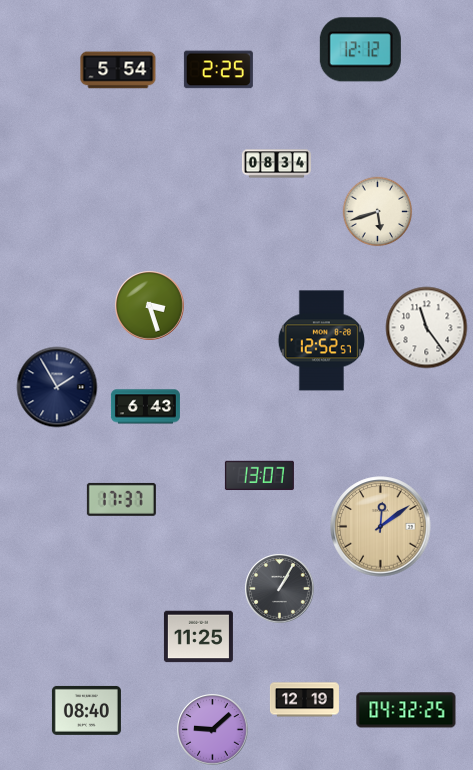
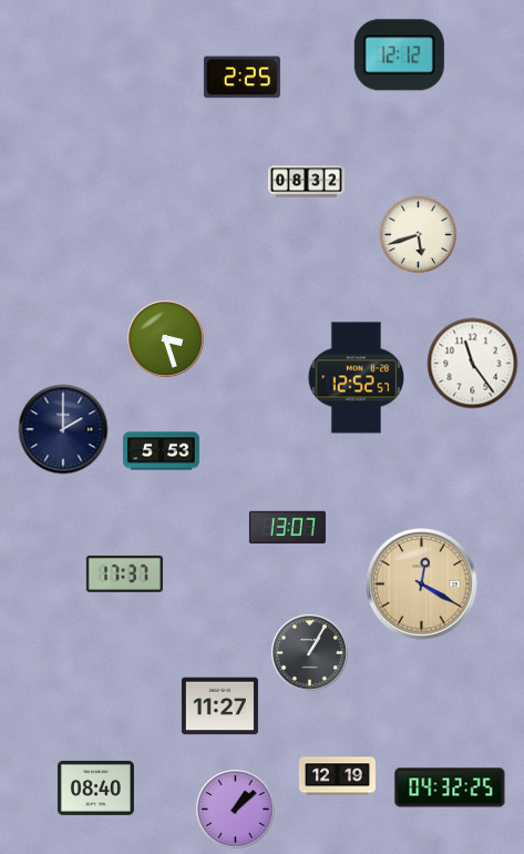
clock at (118, 70): 5:54 -> none
clock at (276, 164): 08:34 -> 08:32
clock at (57, 387): 1:55 -> 2:00
clock at (145, 407): 6:43 -> 5:53
clock at (121, 499) position: (121, 499) -> (124, 573)
clock at (381, 527): 12:09 -> 12:20
clock at (198, 637): 11:25 -> 11:27
clock at (213, 730): 9:08 -> 1:08
